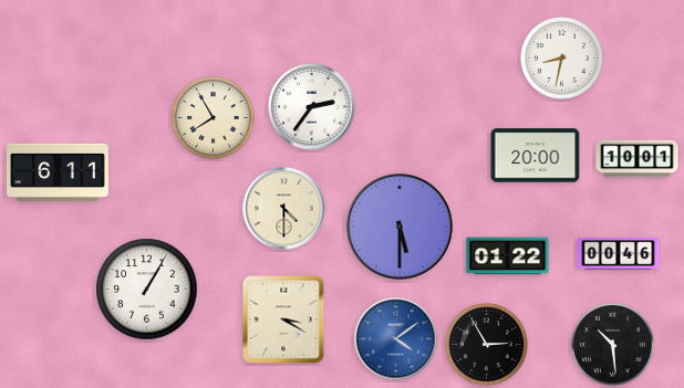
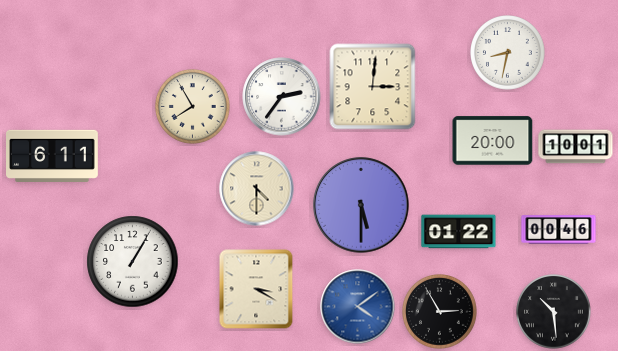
clock at (373, 87): none -> 3:01
clock at (536, 156) position: (536, 156) -> (493, 141)
clock at (638, 159) position: (638, 159) -> (576, 147)
